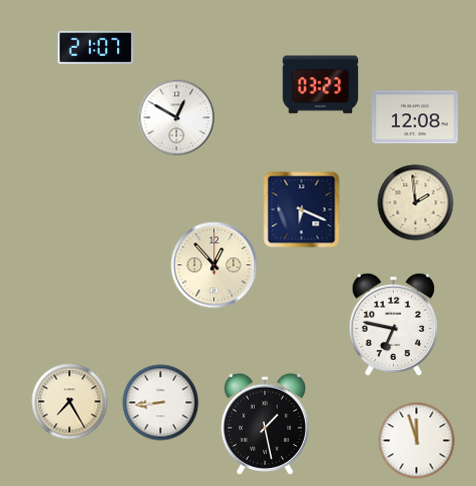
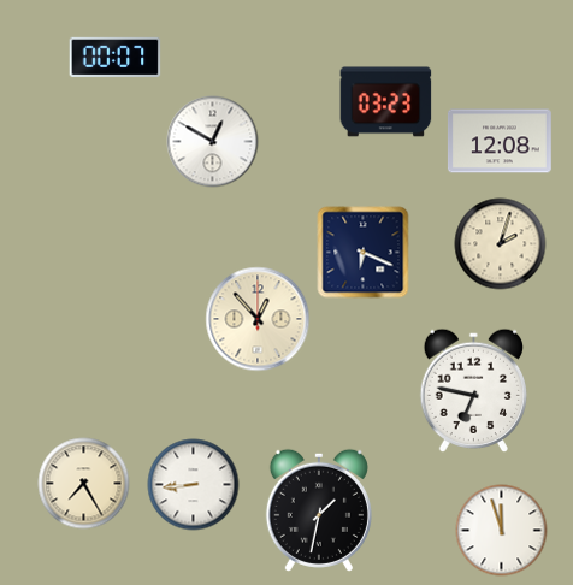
clock at (96, 48): 21:07 -> 00:07
clock at (416, 203): 1:59 -> 2:03
clock at (265, 424): 1:28 -> 1:32
